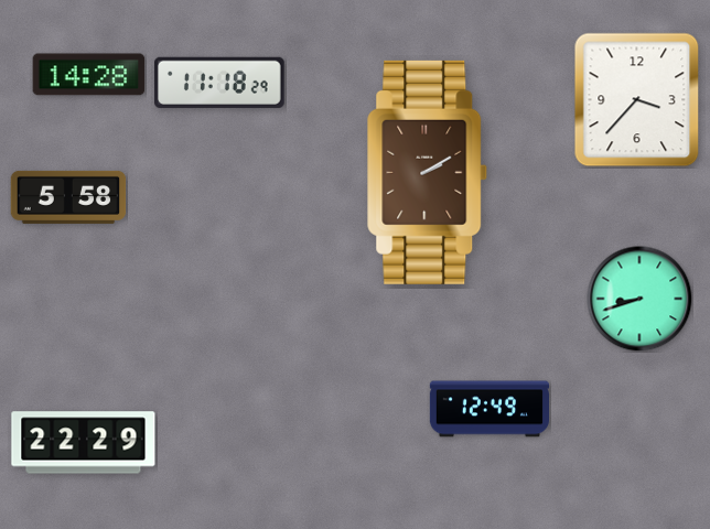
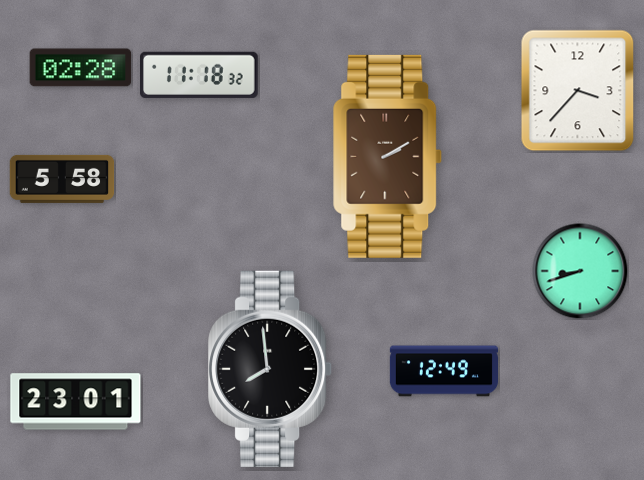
clock at (89, 75): 14:28 -> 02:28
clock at (220, 83): 11:18:29 -> 11:18:32
clock at (271, 369): none -> 7:59
clock at (84, 443): 22:29 -> 23:01
